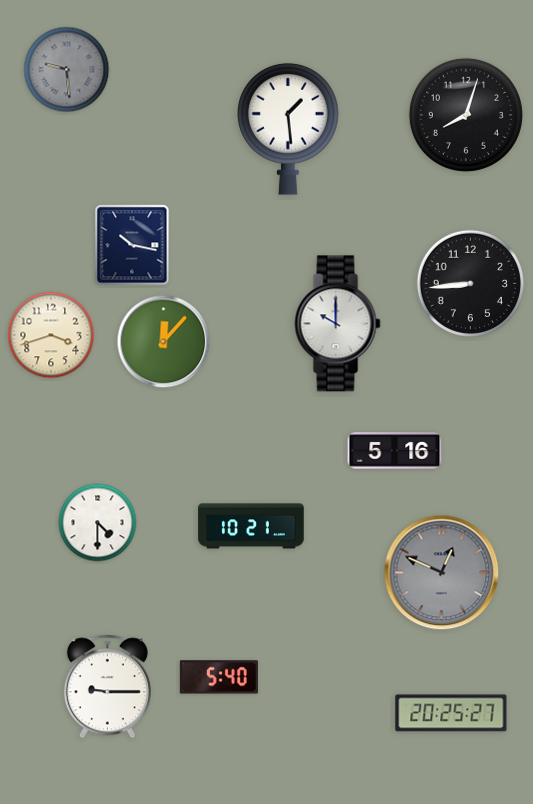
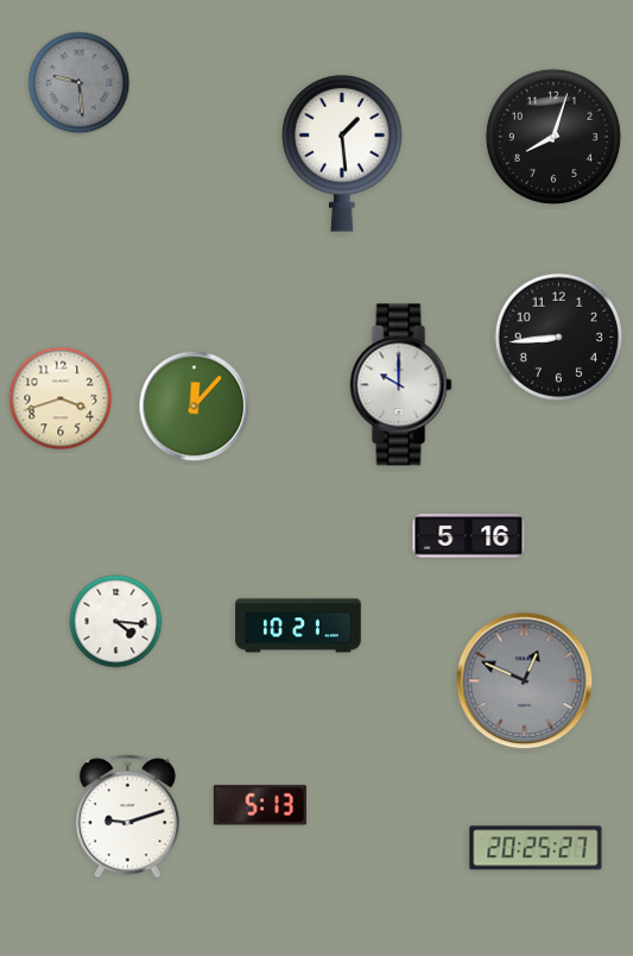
clock at (132, 245): 10:17 -> none
clock at (98, 523): 4:30 -> 4:16
clock at (219, 677): 5:40 -> 5:13
clock at (107, 687): 9:15 -> 9:12
